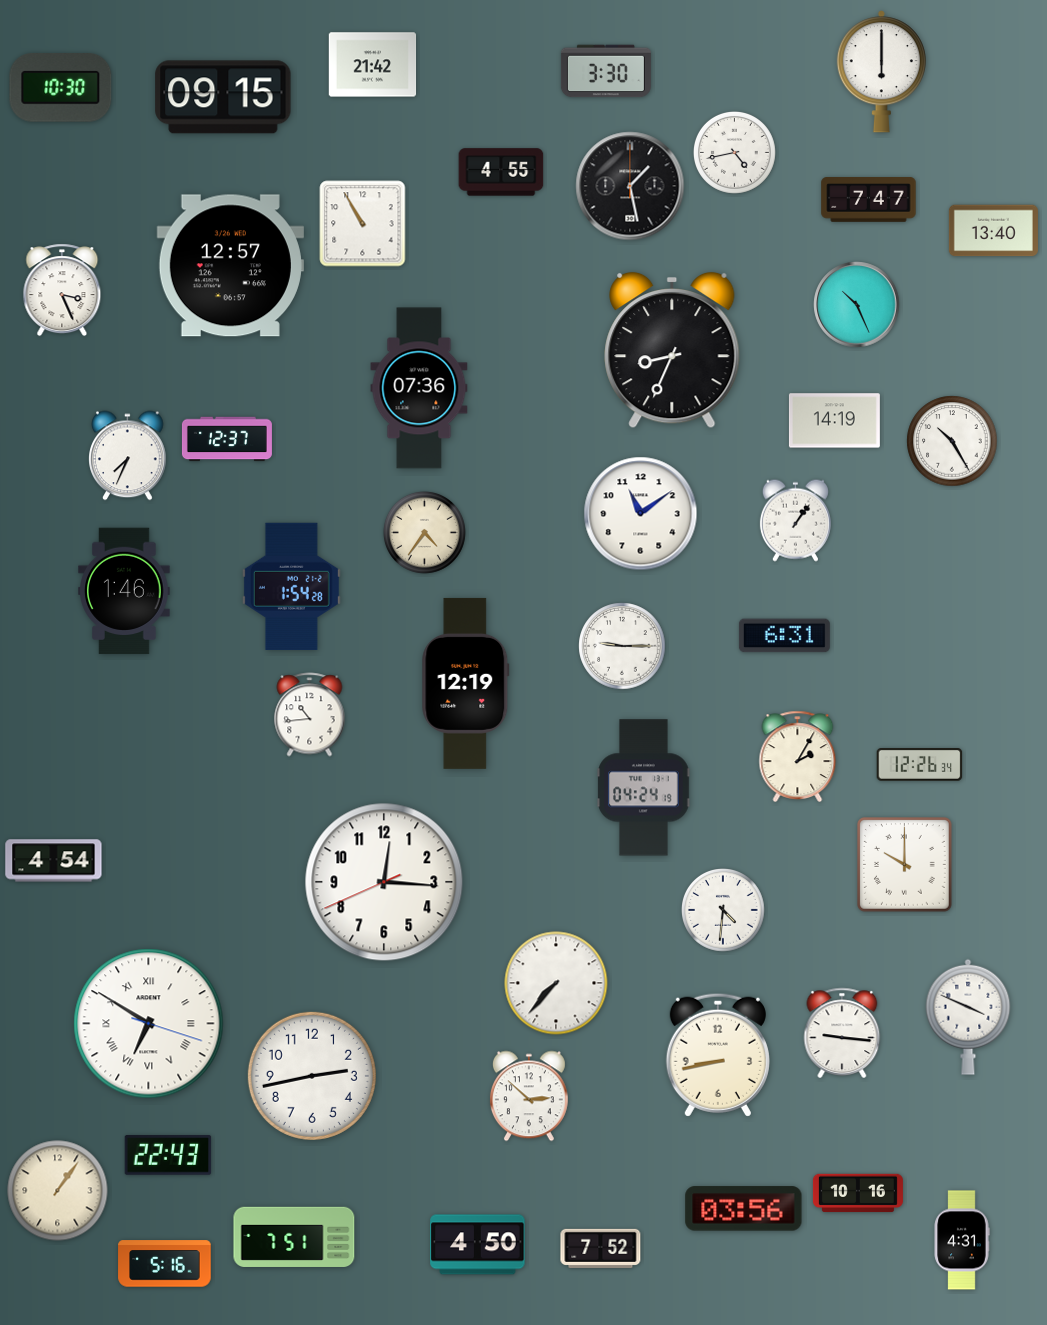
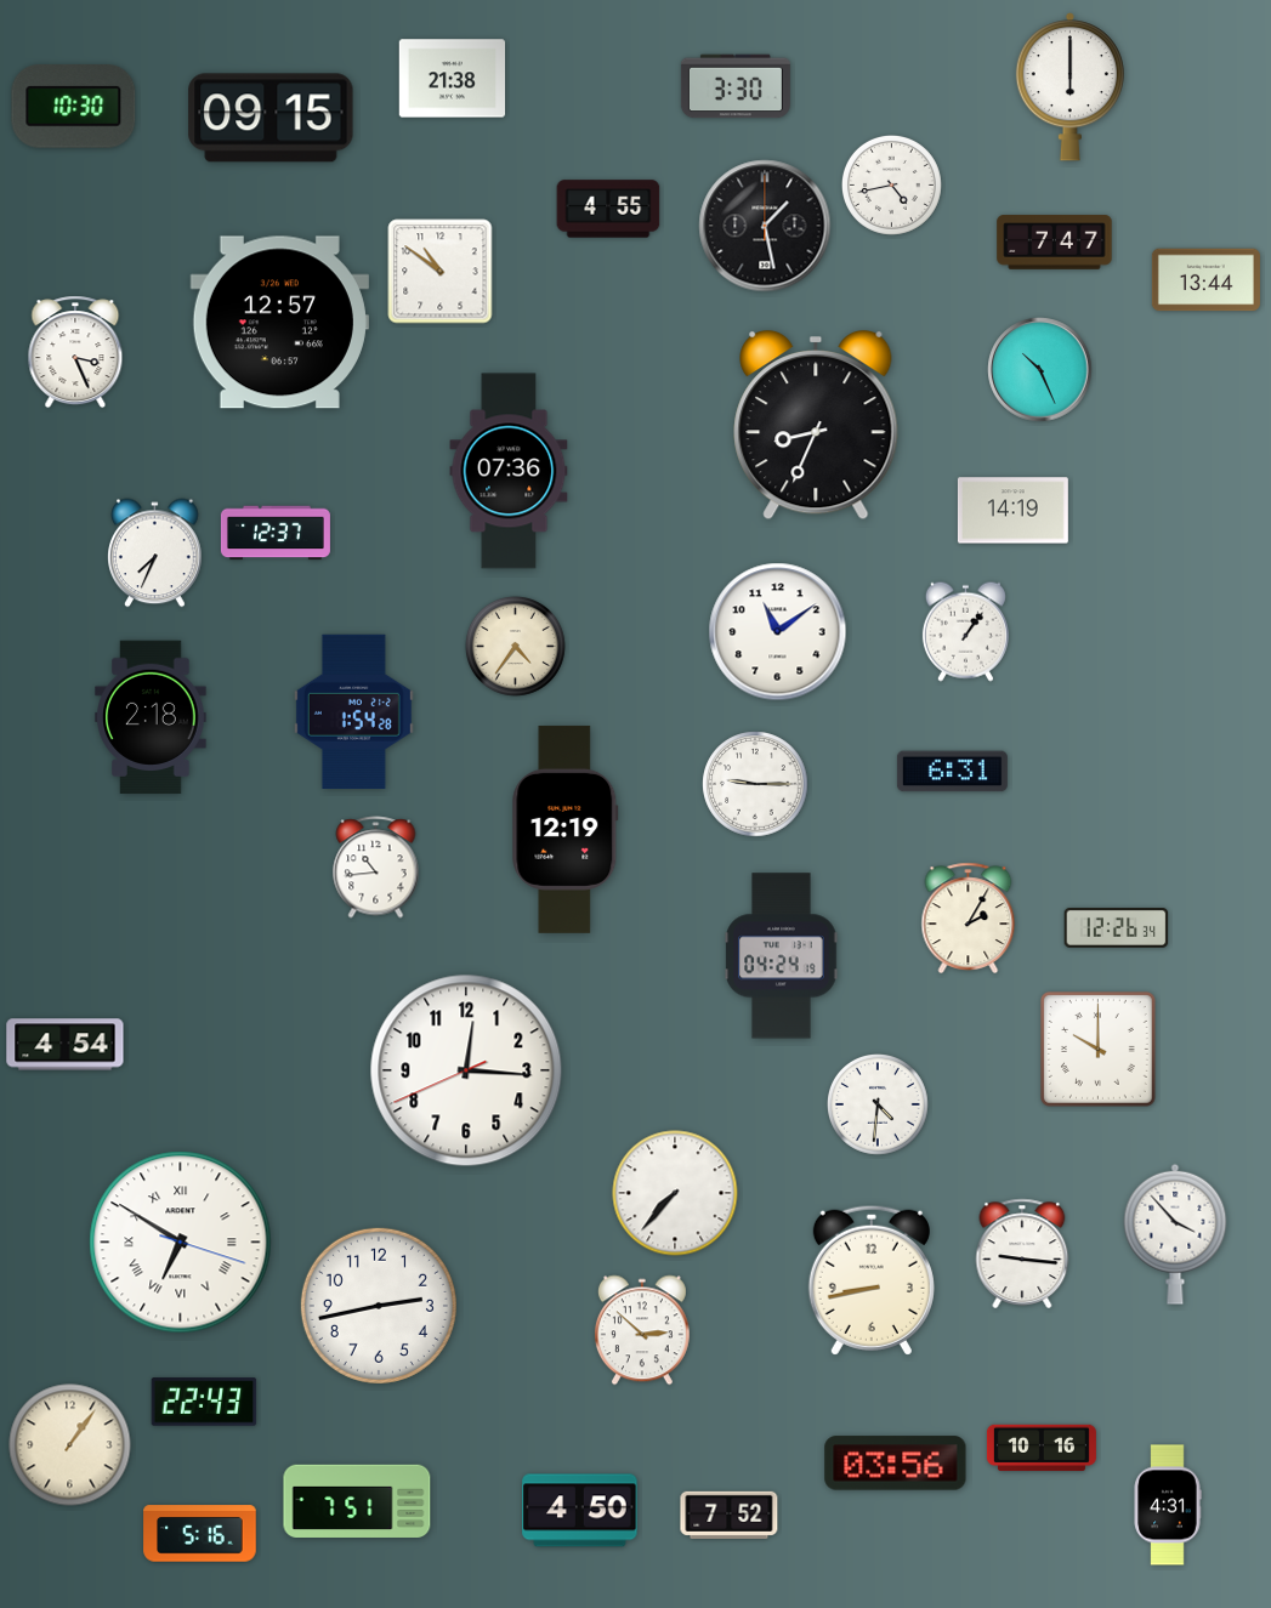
clock at (373, 65): 21:42 -> 21:38
clock at (363, 224): 10:55 -> 10:51
clock at (993, 231): 13:40 -> 13:44
clock at (952, 441): 10:25 -> none
clock at (641, 514) position: (641, 514) -> (778, 632)
clock at (124, 591): 1:46 -> 2:18
clock at (968, 1017): 3:49 -> 3:53
clock at (744, 1209) position: (744, 1209) -> (896, 1464)
